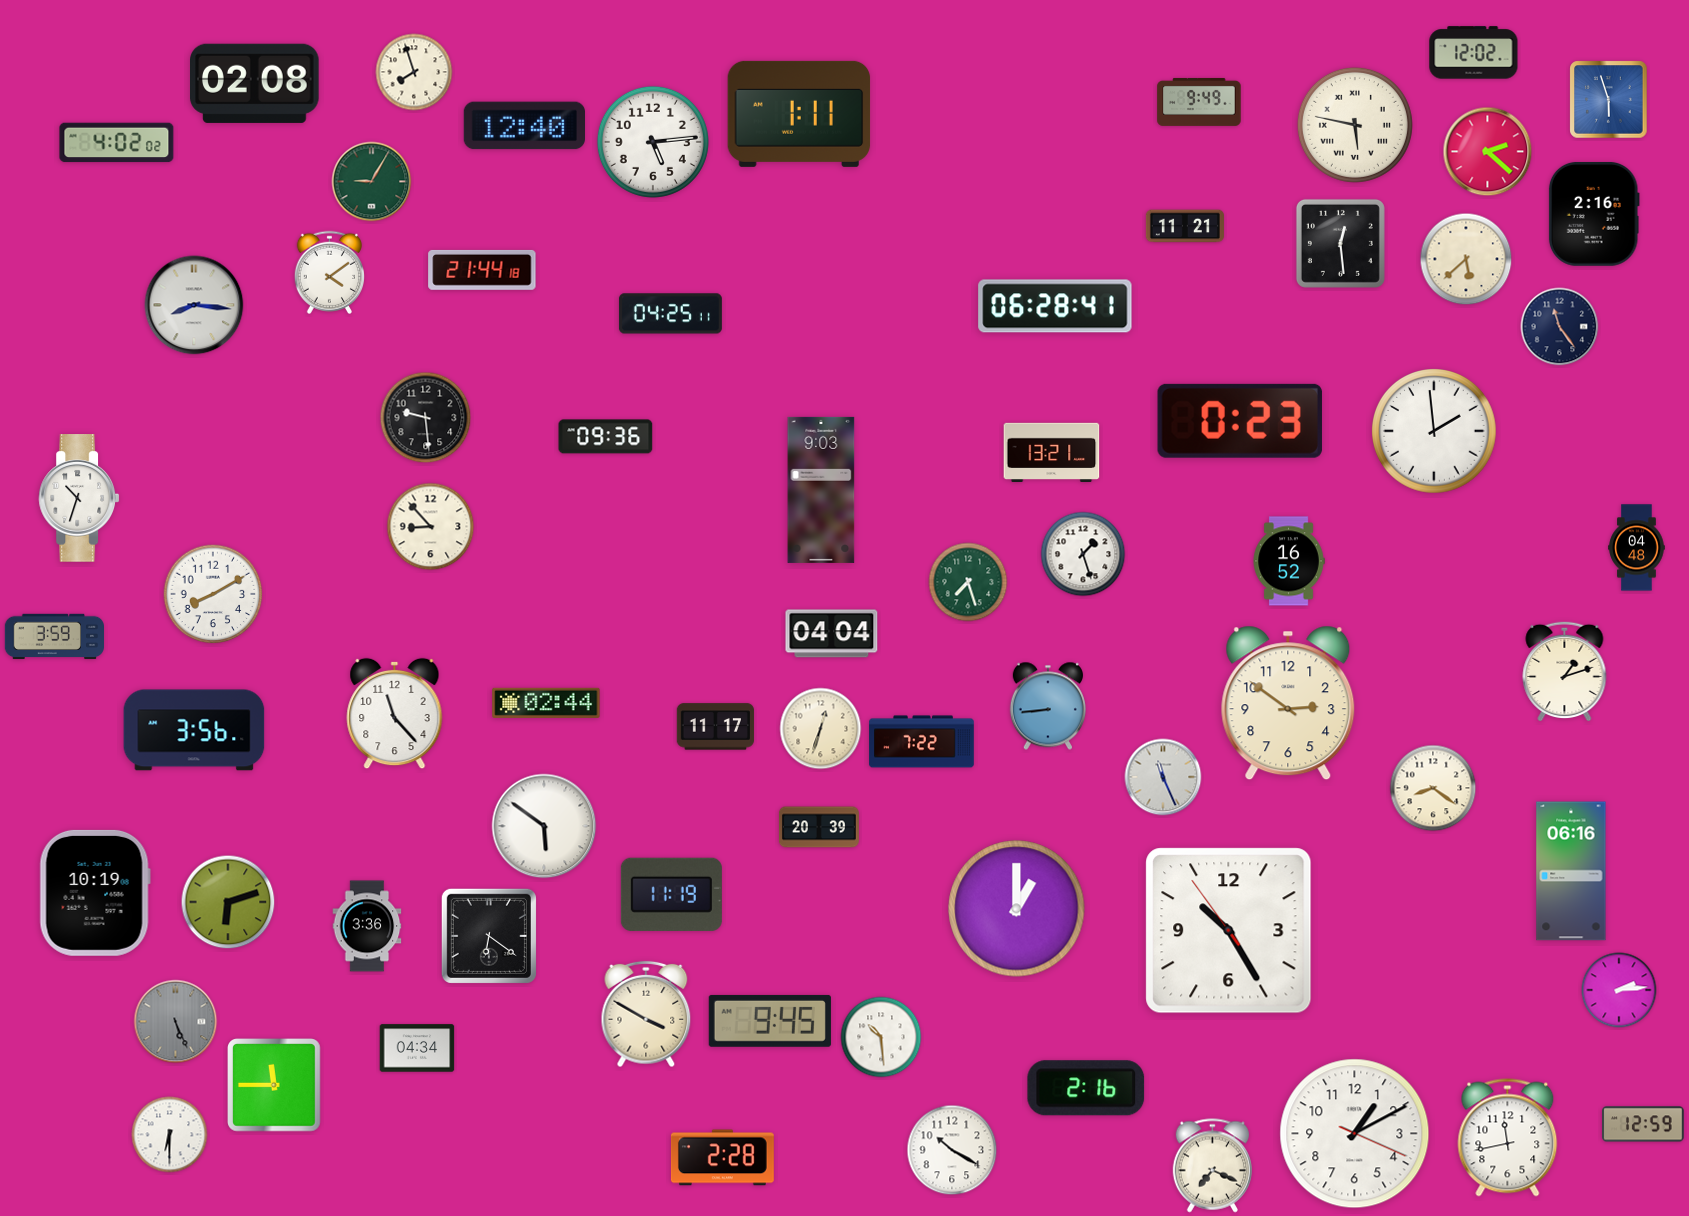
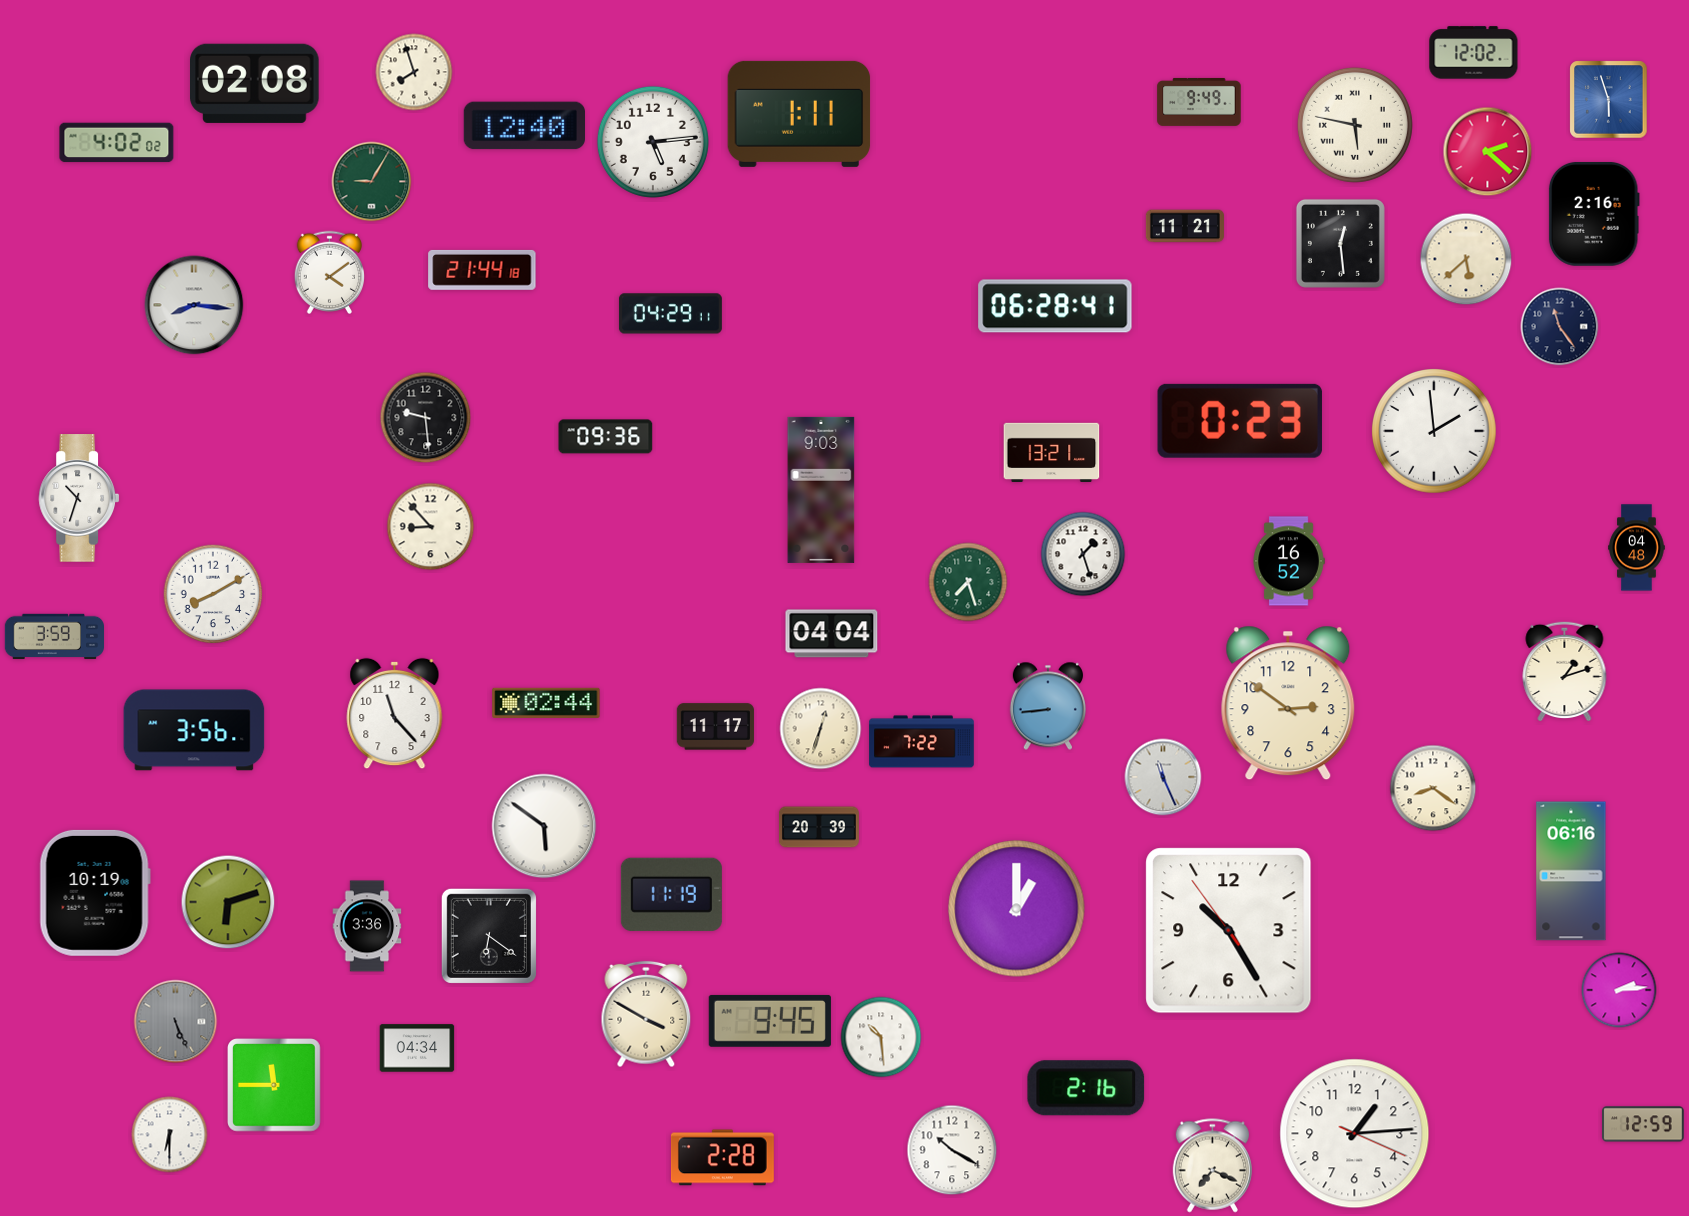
clock at (670, 314): 04:25 -> 04:29
clock at (1355, 1134): 1:10 -> 1:14
clock at (1508, 1138): 11:43 -> none
